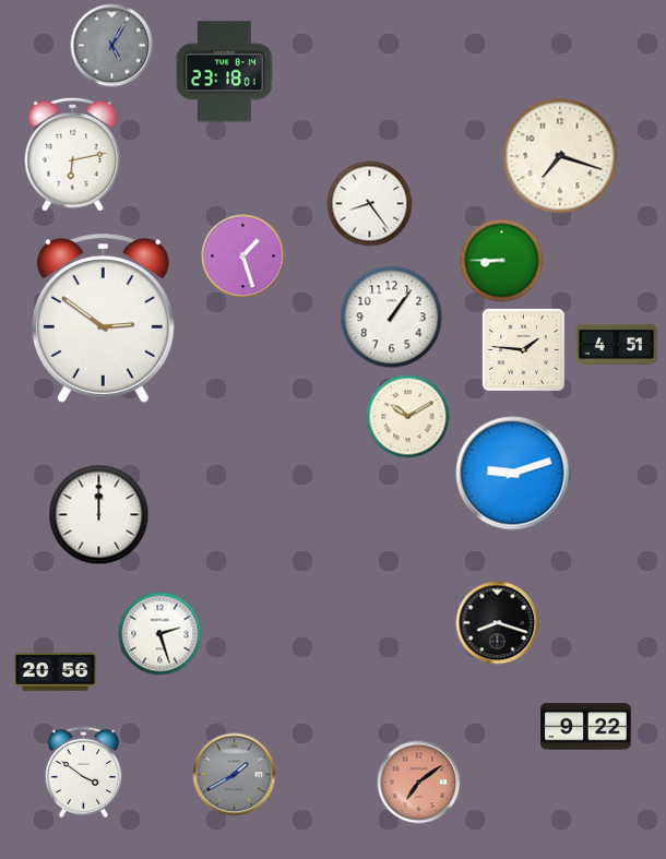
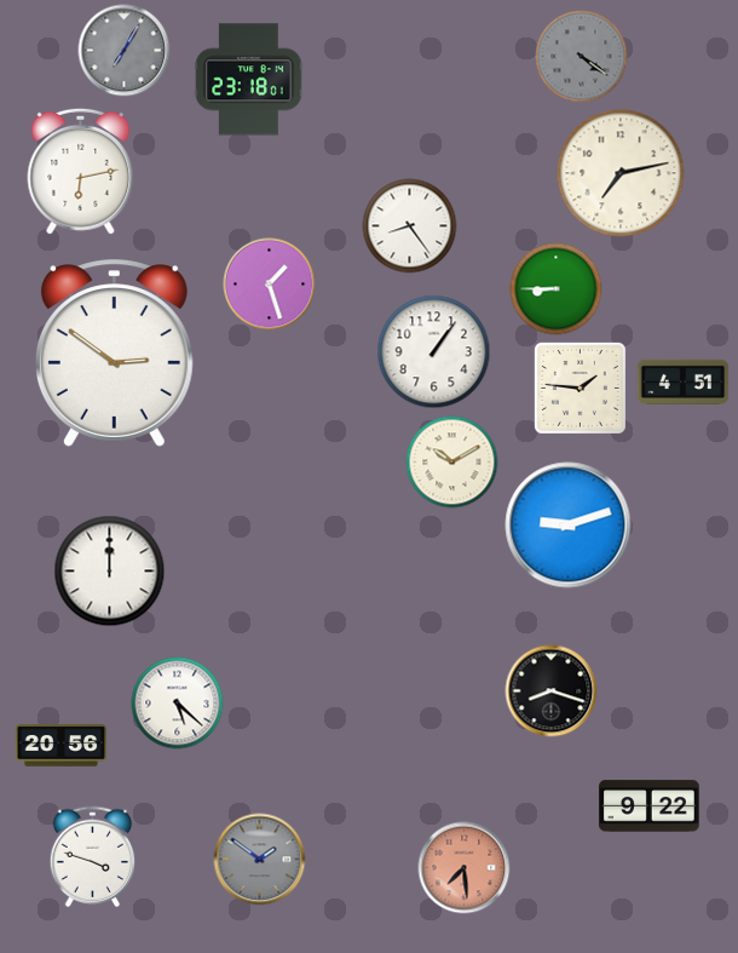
clock at (112, 46): 5:05 -> 7:05
clock at (582, 57): none -> 4:21
clock at (560, 156): 7:18 -> 7:13
clock at (160, 634): 2:27 -> 5:22
clock at (84, 773): 3:51 -> 3:48
clock at (235, 775): 1:40 -> 1:51
clock at (419, 783): 7:09 -> 7:29
